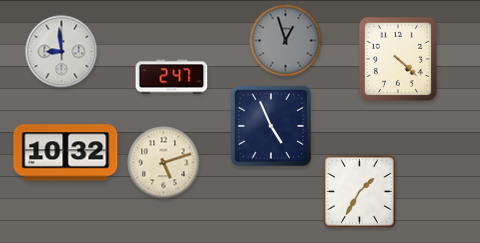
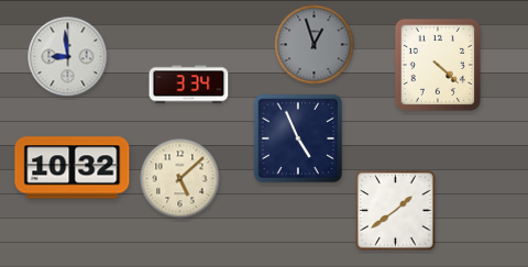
clock at (172, 77): 2:47 -> 3:34
clock at (164, 163): 5:12 -> 5:08
clock at (360, 192): 1:35 -> 1:39
